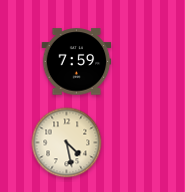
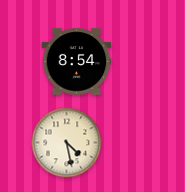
clock at (77, 62): 7:59 -> 8:54
